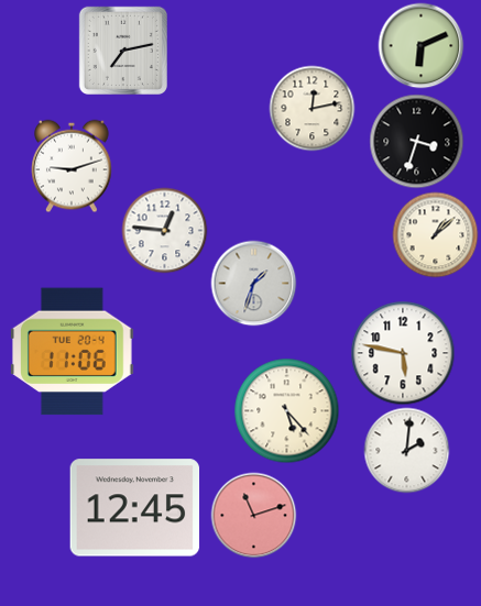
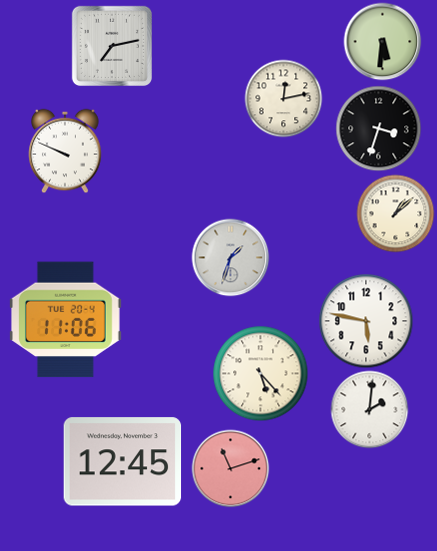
clock at (420, 45): 6:11 -> 5:31
clock at (72, 166): 9:12 -> 9:49
clock at (164, 230): 12:46 -> none
